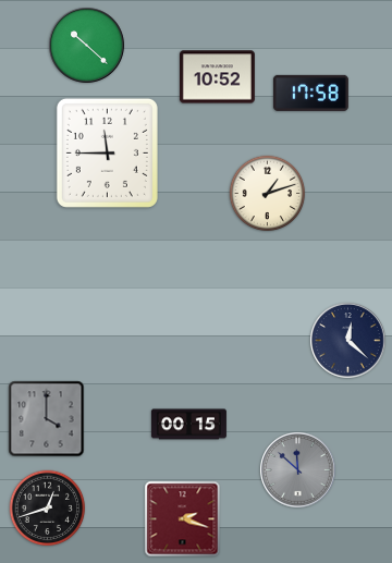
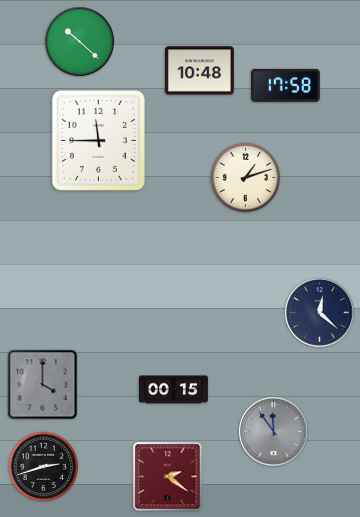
clock at (217, 77): 10:52 -> 10:48
clock at (298, 470): 11:52 -> 11:54
clock at (48, 509): 12:42 -> 2:42
clock at (183, 519): 2:18 -> 2:21
